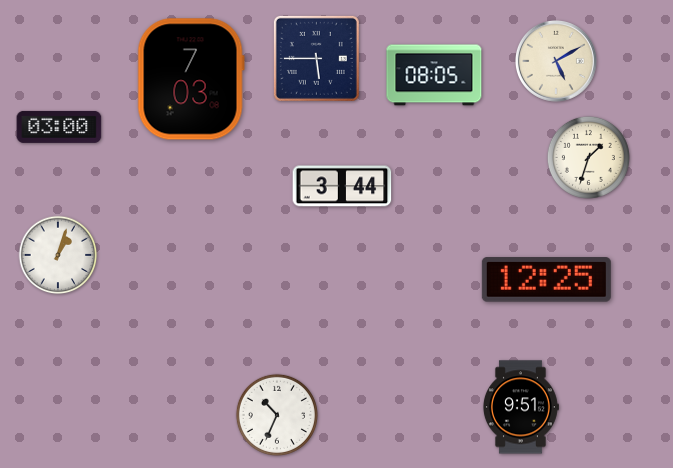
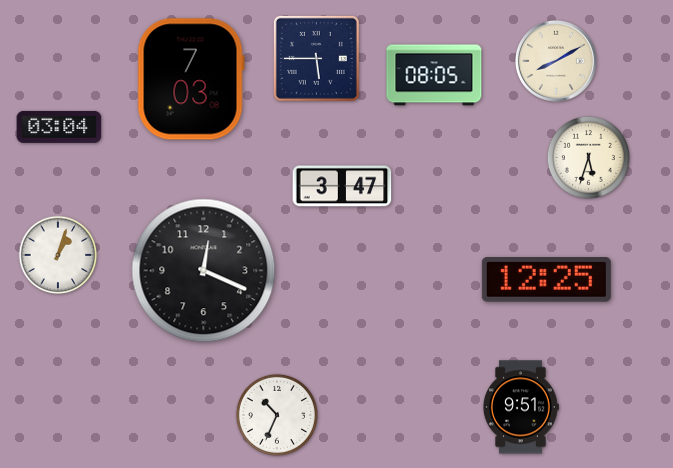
clock at (556, 61): 5:10 -> 8:10
clock at (59, 127): 03:00 -> 03:04
clock at (588, 157): 1:33 -> 5:33
clock at (342, 186): 3:44 -> 3:47
clock at (204, 271): none -> 12:19
